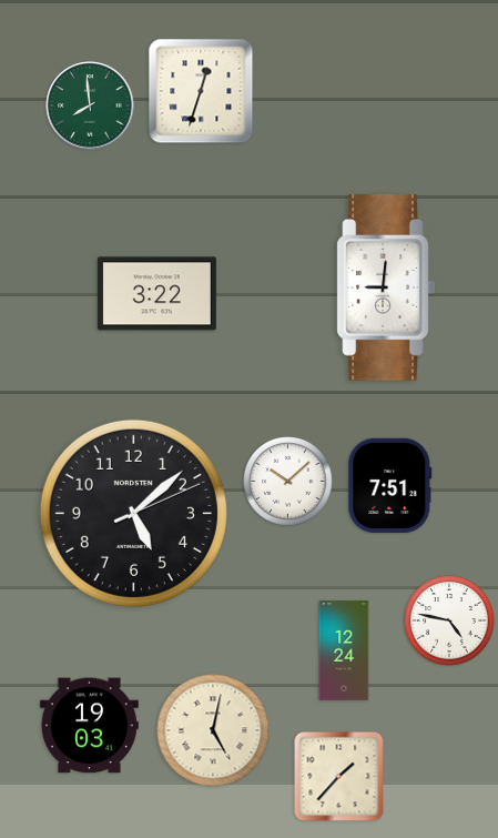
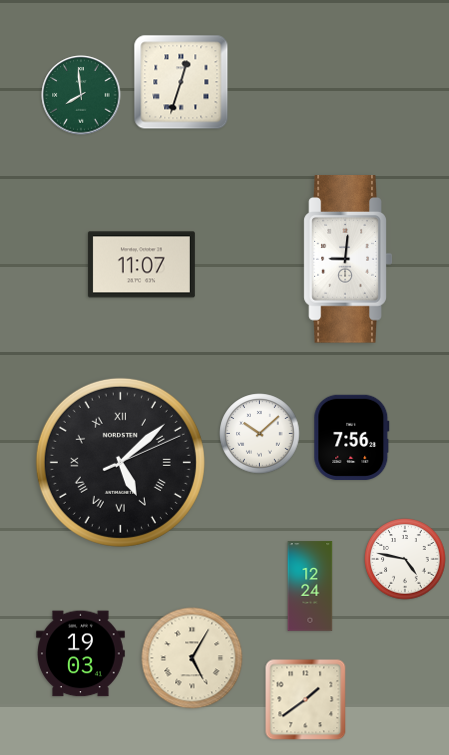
clock at (156, 294): 3:22 -> 11:07
clock at (390, 485): 7:51 -> 7:56
clock at (133, 513) numerals: Arabic -> Roman
clock at (213, 730): 5:02 -> 5:05
clock at (339, 777): 1:37 -> 1:39
